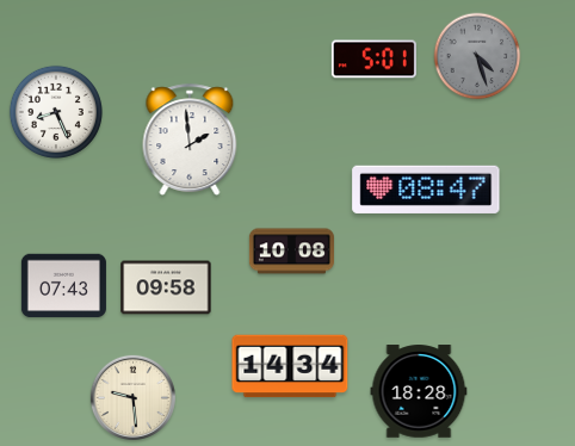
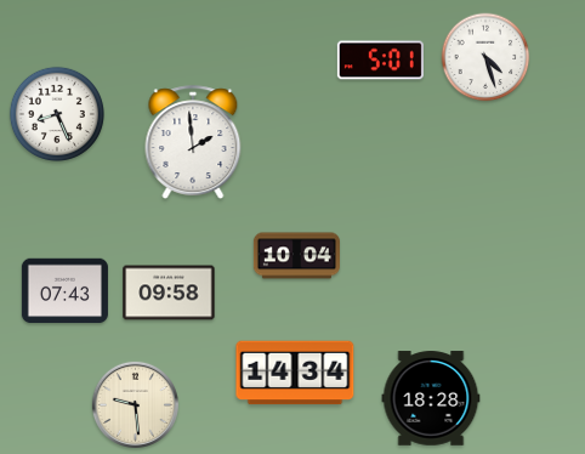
clock at (477, 56) dial: grey -> white
clock at (426, 190): 08:47 -> none
clock at (291, 252): 10:08 -> 10:04
clock at (419, 391) position: (419, 391) -> (431, 398)
